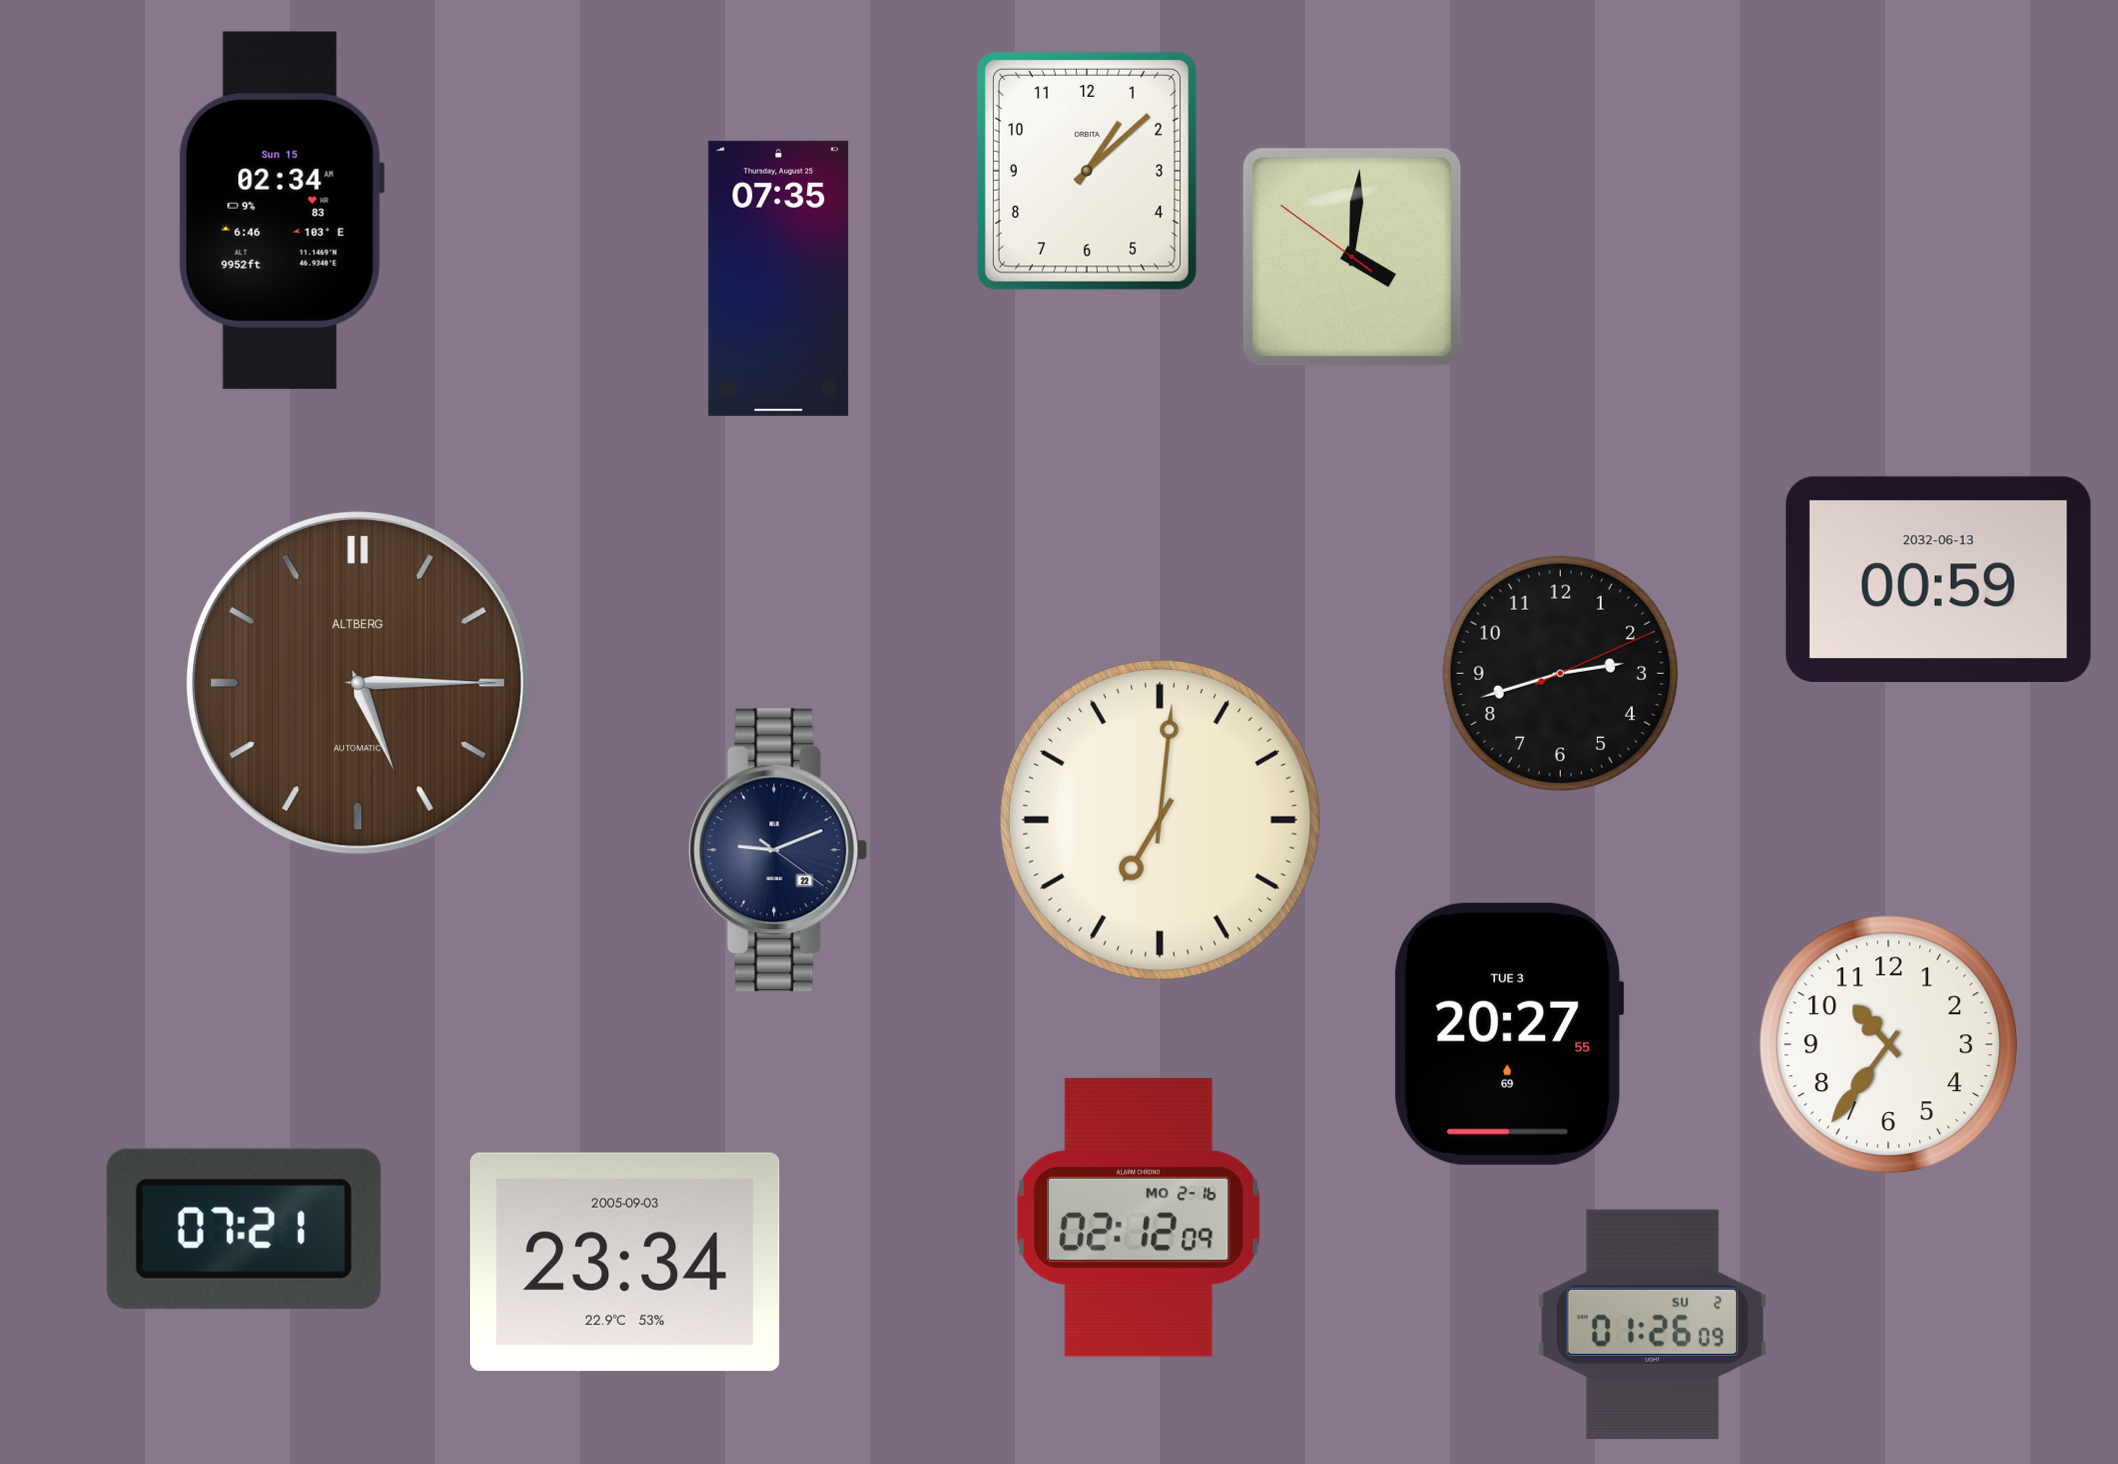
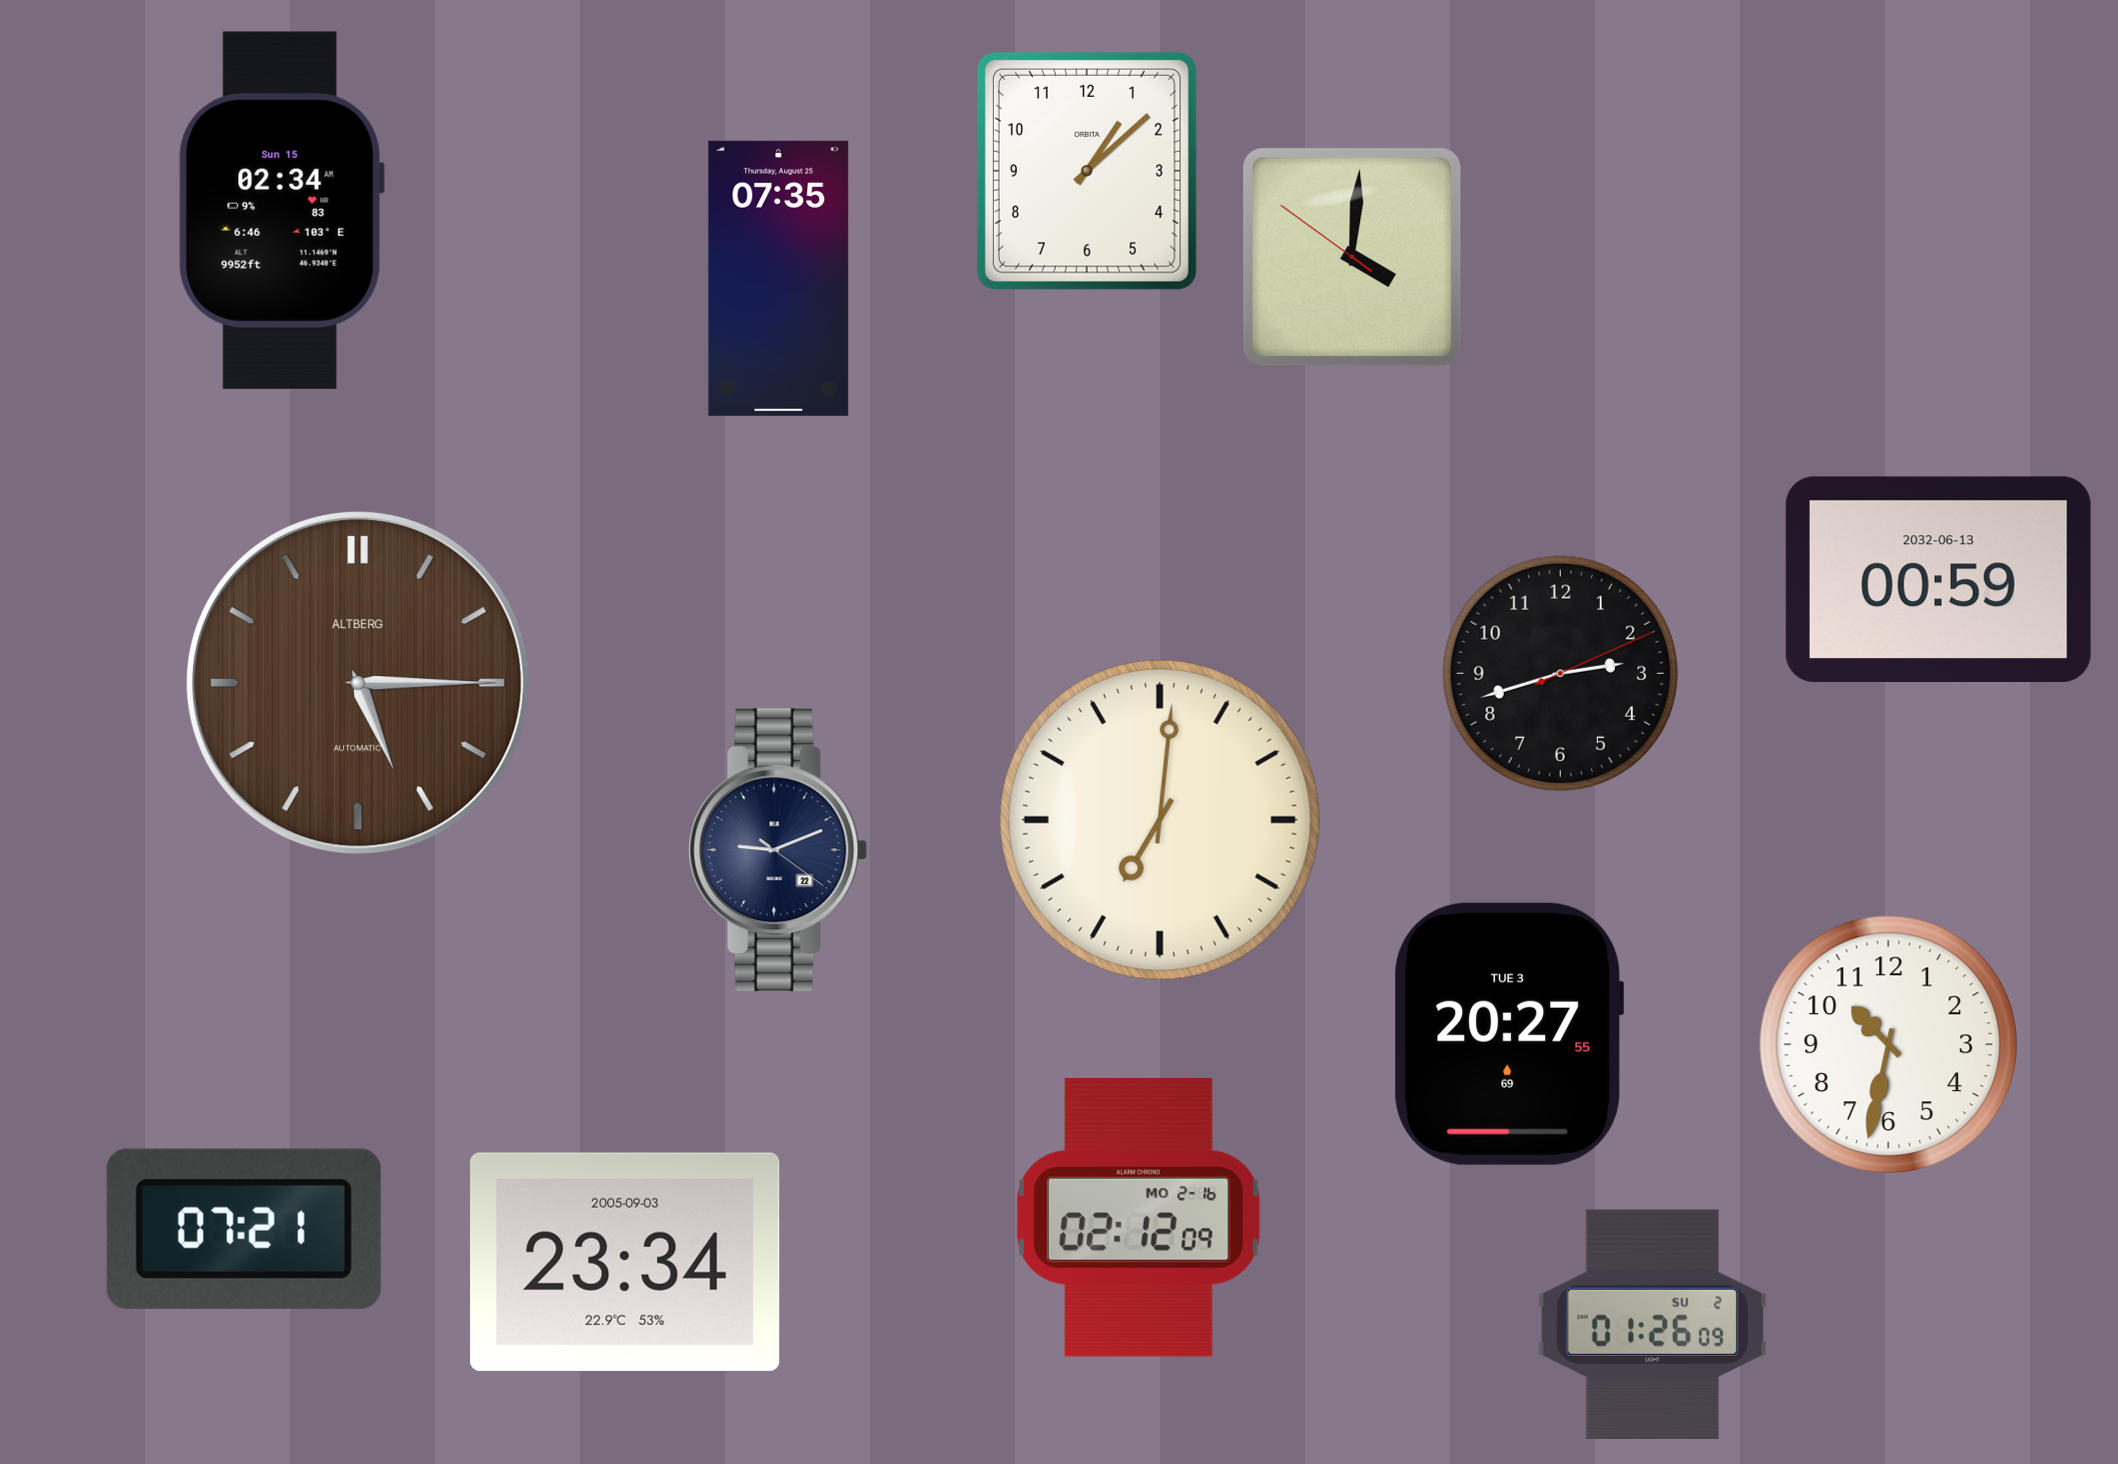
clock at (1888, 1044): 10:36 -> 10:32
